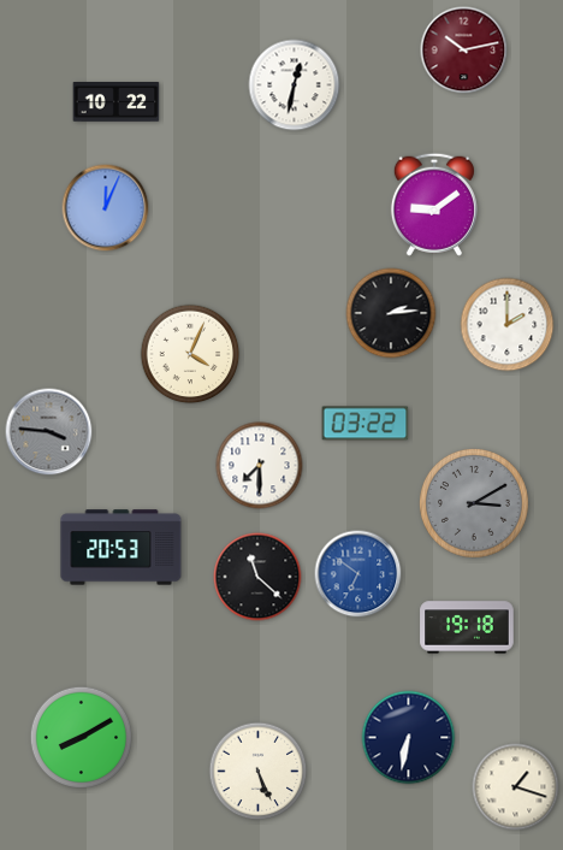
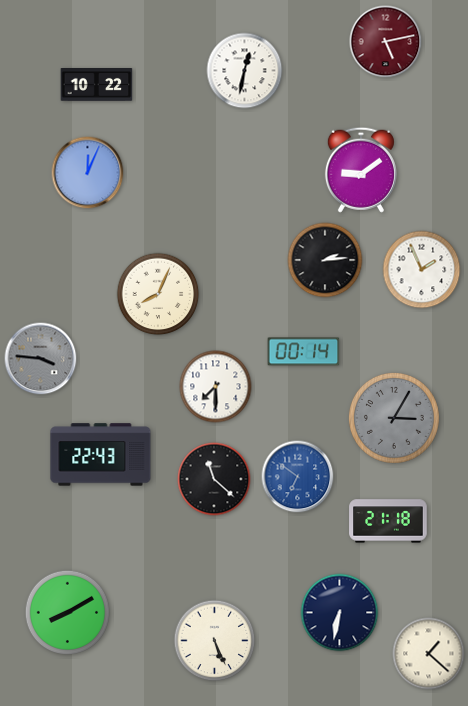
clock at (464, 51): 10:13 -> 5:13
clock at (508, 325): 2:00 -> 1:56
clock at (190, 354): 4:04 -> 8:04
clock at (366, 424): 03:22 -> 00:14
clock at (474, 503): 3:10 -> 3:05
clock at (122, 548): 20:53 -> 22:43
clock at (467, 627): 19:18 -> 21:18
clock at (516, 787): 1:18 -> 1:22
